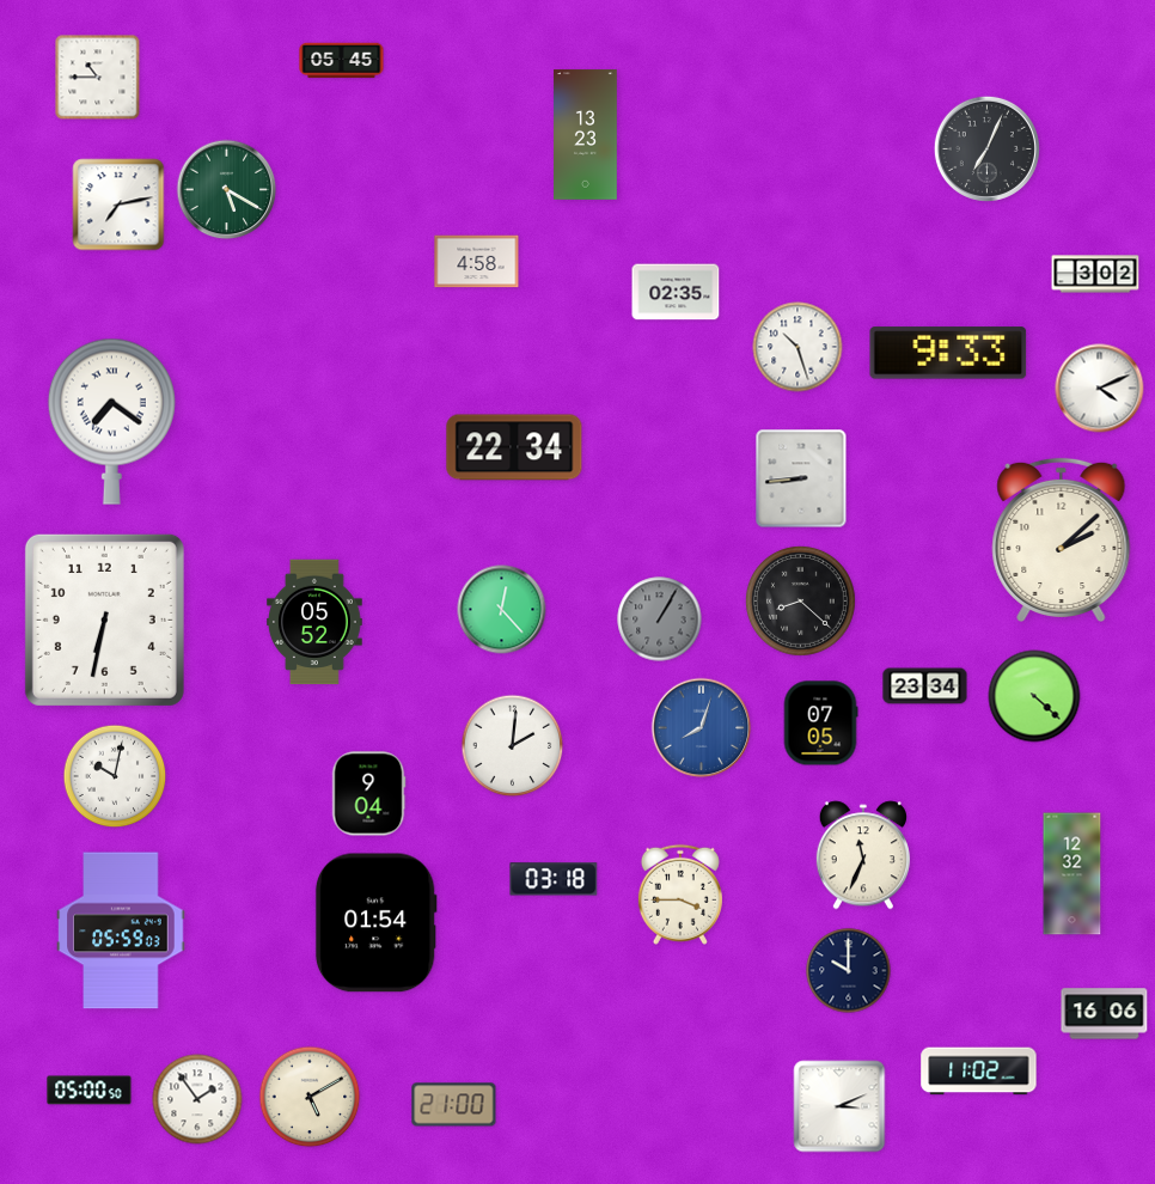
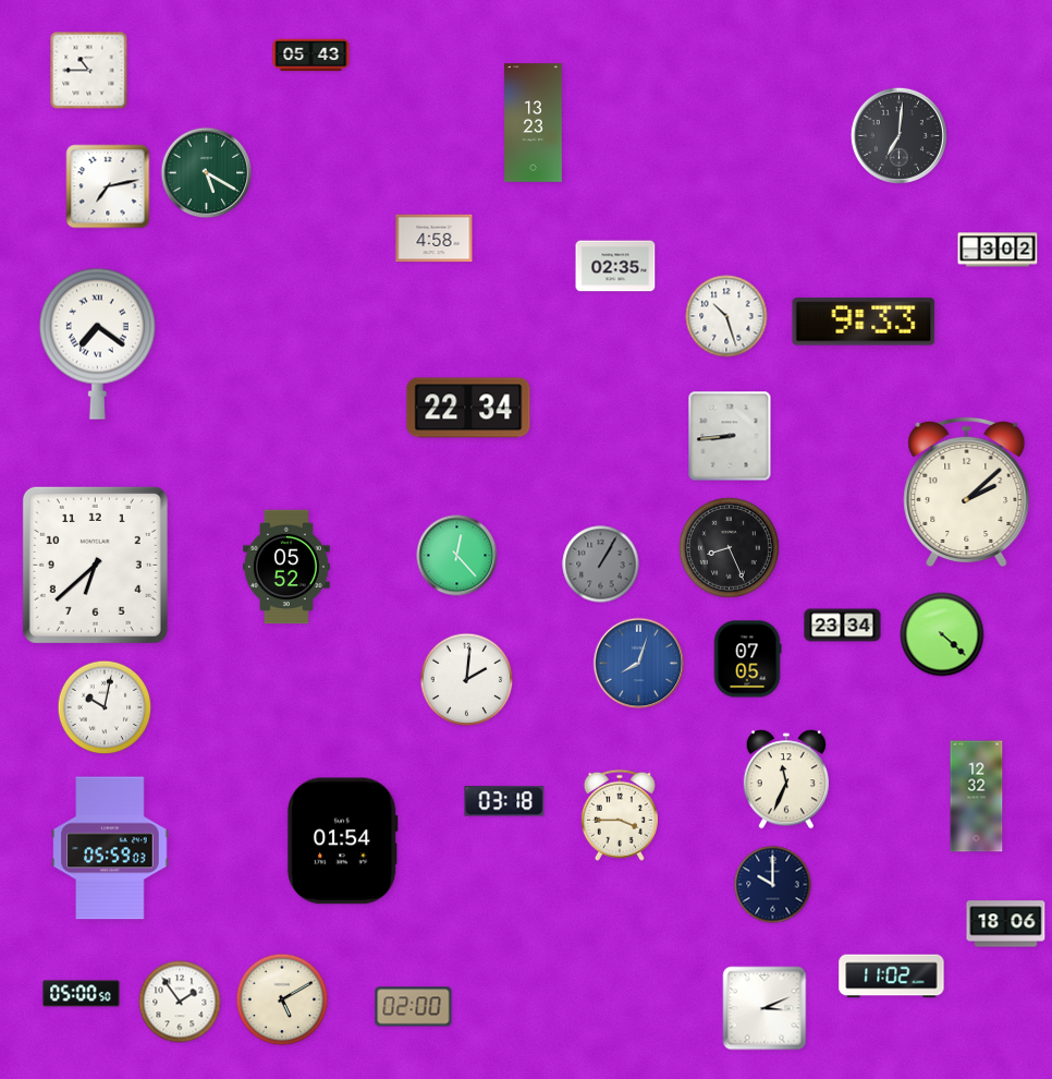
clock at (342, 61): 05:45 -> 05:43
clock at (986, 148): 7:04 -> 7:01
clock at (1100, 389): 4:11 -> none
clock at (111, 421) position: (111, 421) -> (97, 343)
clock at (800, 600): 8:22 -> 8:26
clock at (104, 620): 6:32 -> 6:38
clock at (368, 794): 9:04 -> none
clock at (1105, 1014): 16:06 -> 18:06
clock at (454, 1105): 21:00 -> 02:00
